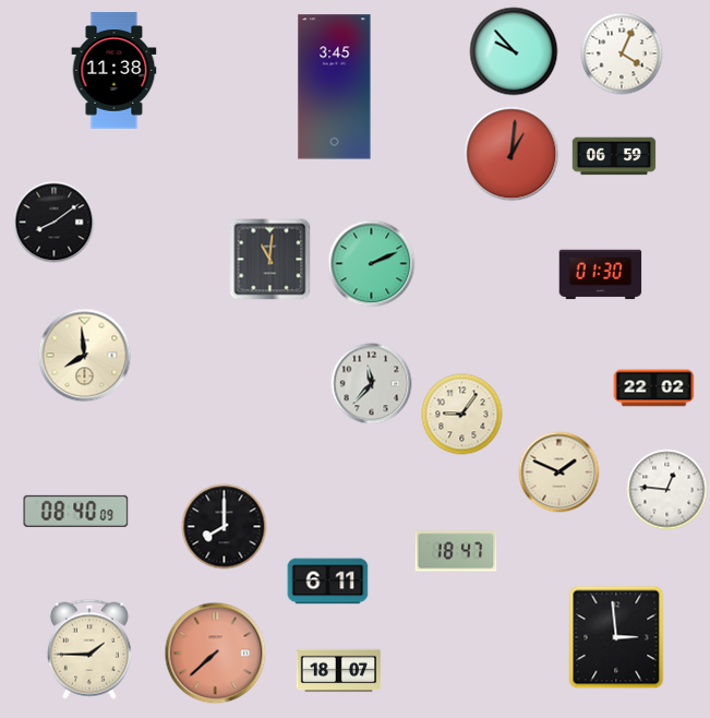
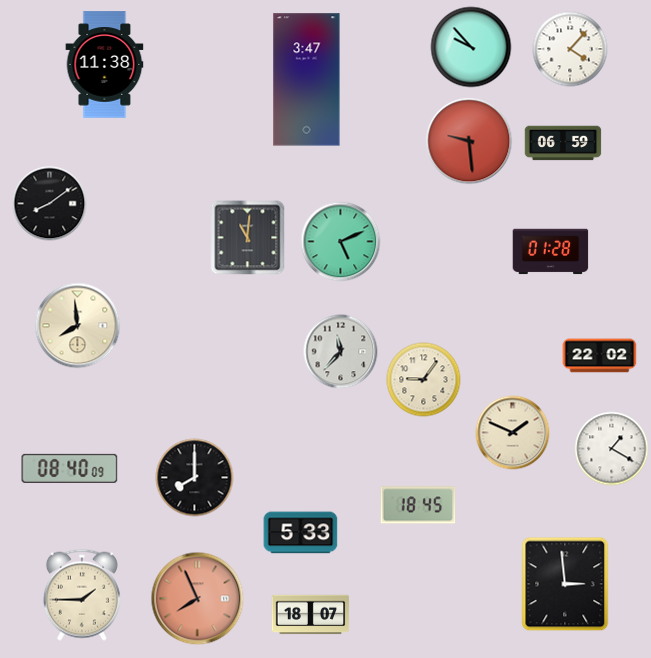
clock at (622, 53): 4:04 -> 4:07
clock at (335, 87): 3:45 -> 3:47
clock at (512, 154): 1:01 -> 9:29
clock at (372, 264): 2:11 -> 5:11
clock at (601, 275): 01:30 -> 01:28
clock at (667, 490): 12:46 -> 1:20
clock at (225, 527) position: (225, 527) -> (195, 478)
clock at (456, 551): 18:47 -> 18:45
clock at (328, 582): 6:11 -> 5:33
clock at (216, 654): 7:38 -> 7:56
